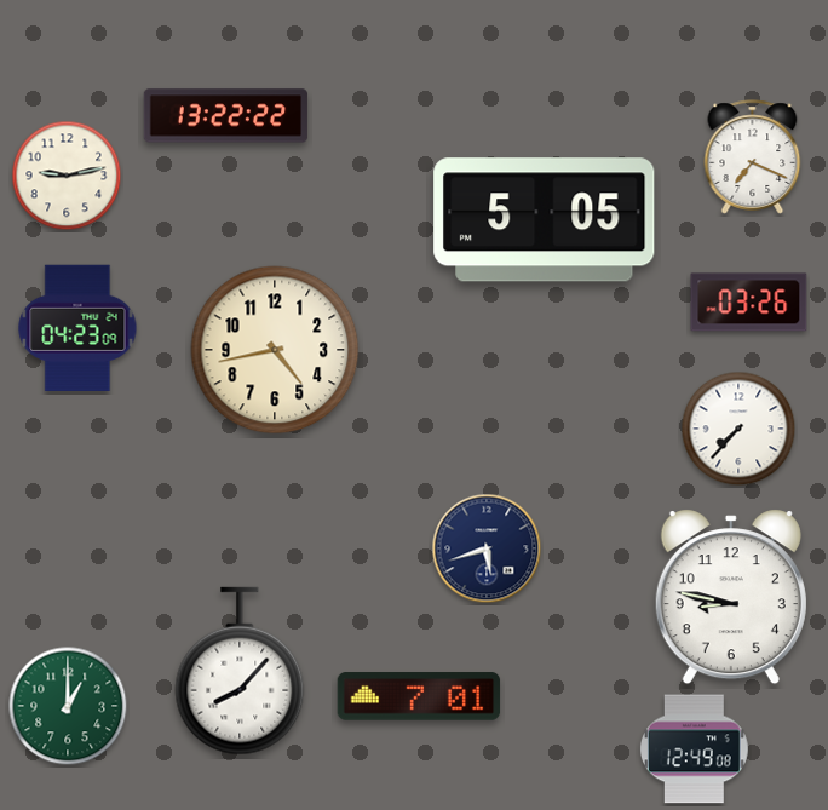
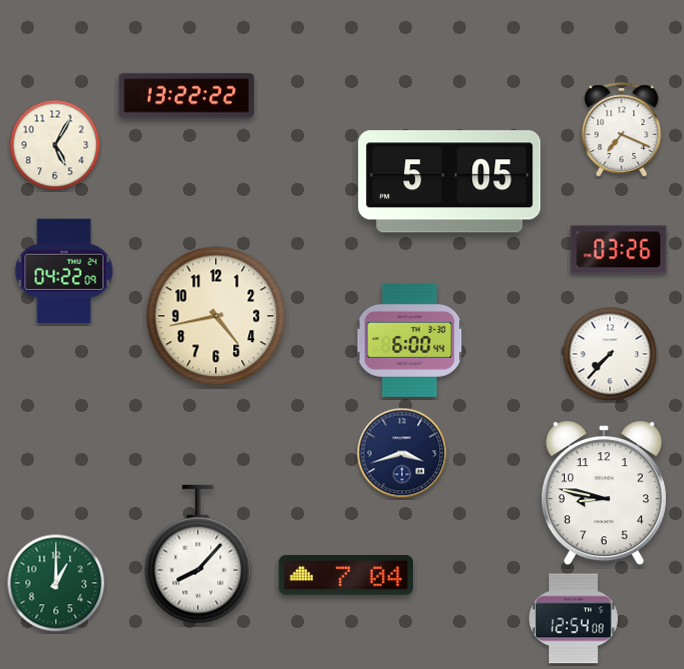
clock at (67, 176): 9:13 -> 5:05
clock at (77, 327): 04:23 -> 04:22
clock at (275, 350) position: (275, 350) -> (216, 316)
clock at (410, 341): none -> 6:00
clock at (487, 548): 5:42 -> 3:42
clock at (419, 696): 7:01 -> 7:04
clock at (694, 749): 12:49 -> 12:54
